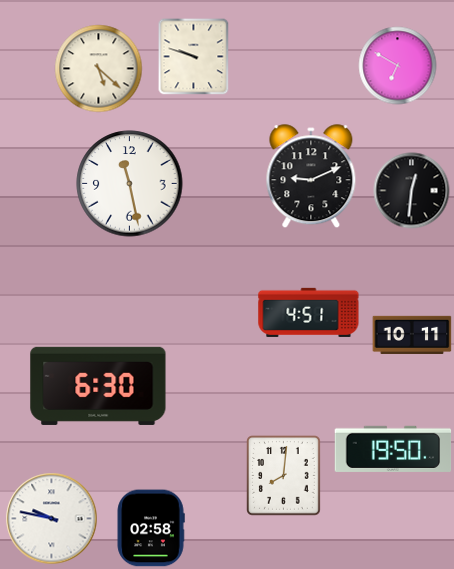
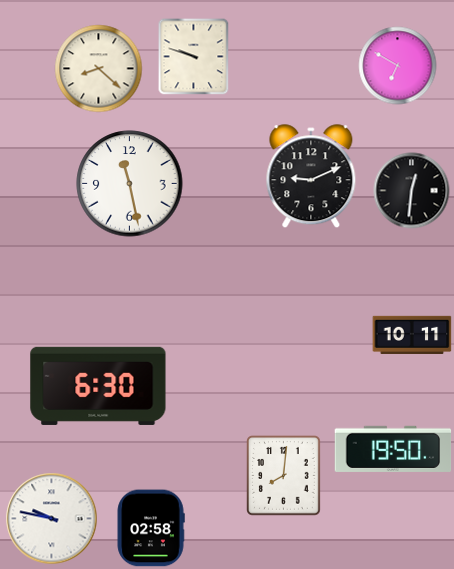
clock at (99, 69): 5:22 -> 8:22
clock at (309, 312): 4:51 -> none
